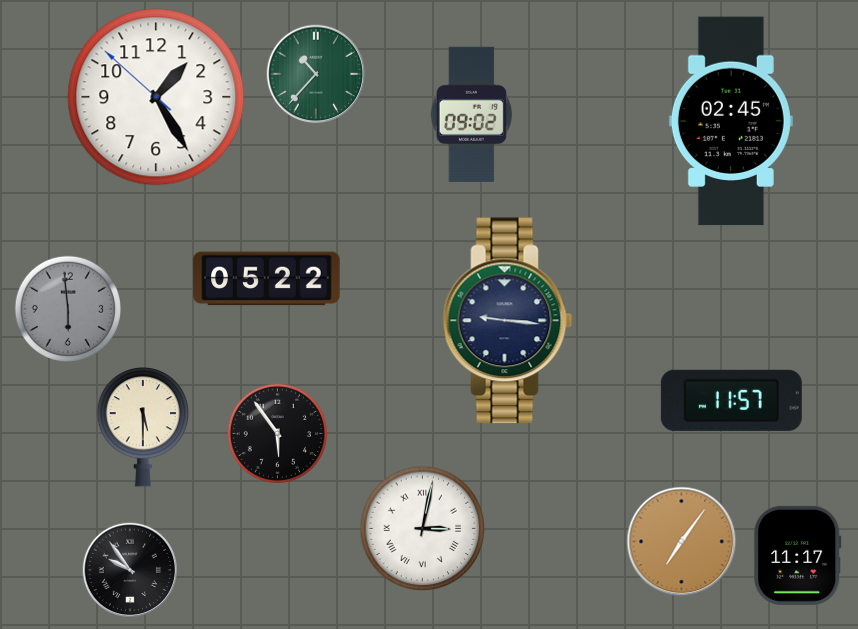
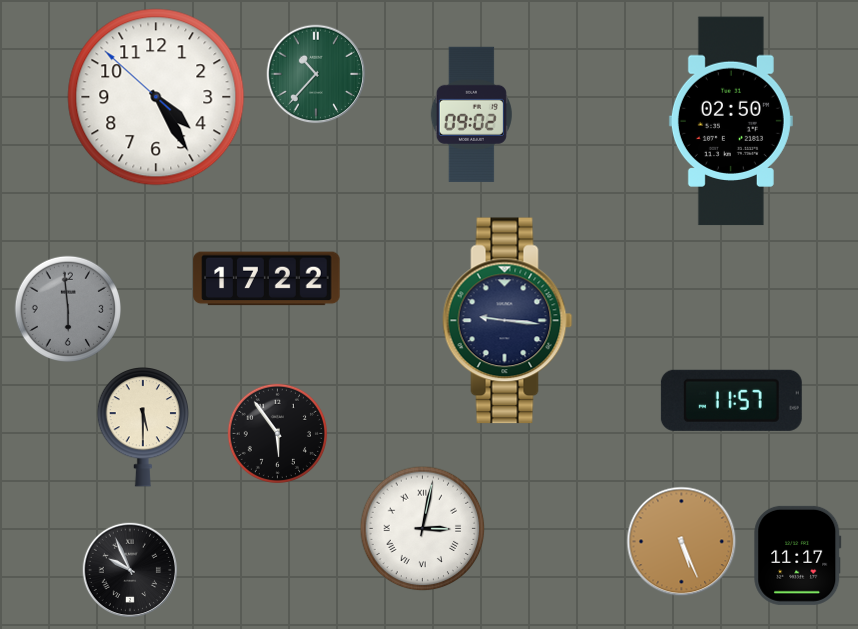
clock at (156, 97): 1:24 -> 4:24
clock at (731, 121): 02:45 -> 02:50
clock at (267, 279): 05:22 -> 17:22
clock at (682, 542): 7:06 -> 5:26
clock at (129, 569): 9:54 -> 9:56
